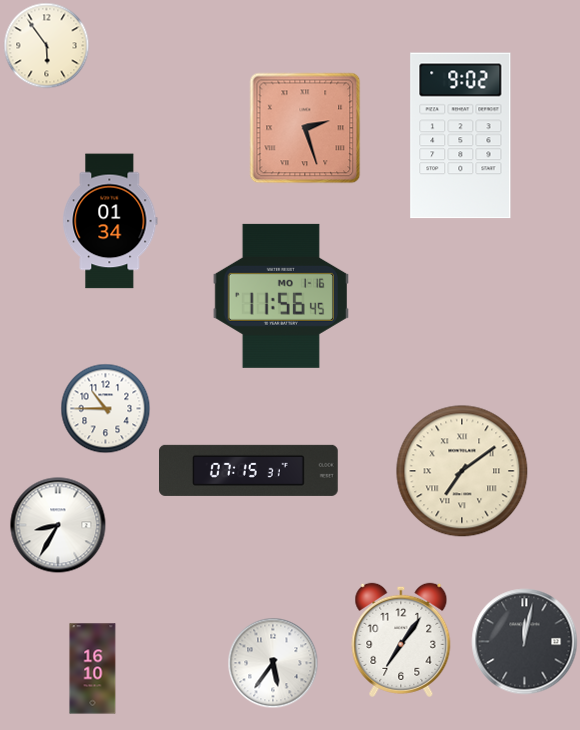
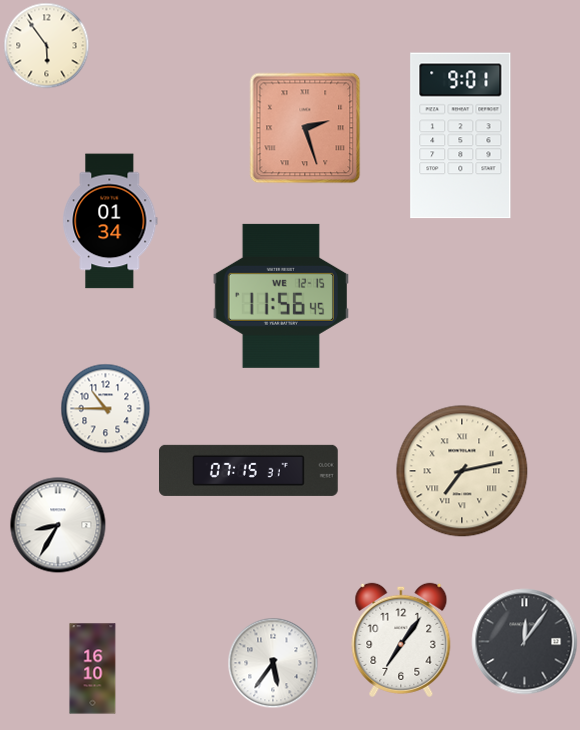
clock at (461, 136): 9:02 -> 9:01
clock at (280, 296) date: MO 1-16 -> WE 12-15
clock at (462, 471): 7:09 -> 7:13
clock at (525, 642): 12:02 -> 12:06
